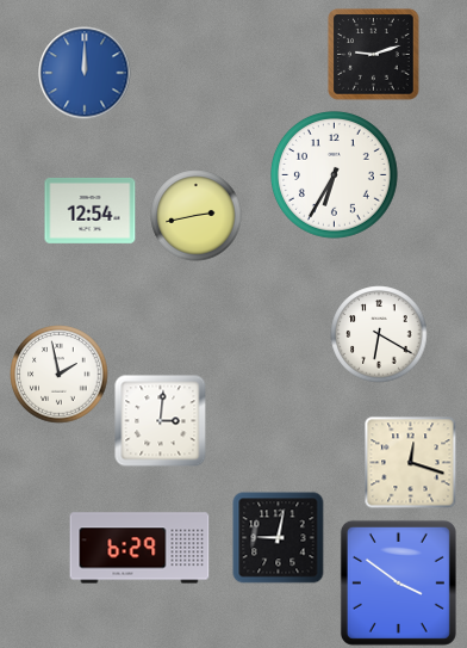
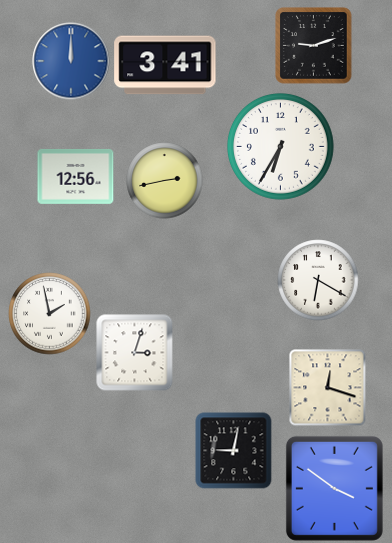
clock at (165, 65): none -> 3:41
clock at (91, 210): 12:54 -> 12:56
clock at (161, 421): 3:01 -> 3:03
clock at (411, 463) position: (411, 463) -> (328, 388)
clock at (139, 548): 6:29 -> none
